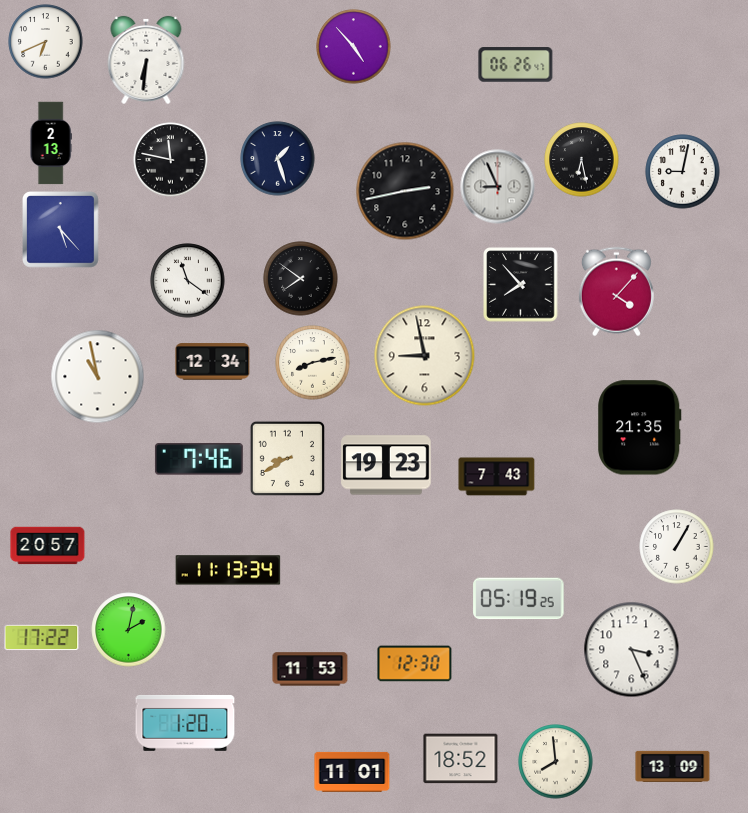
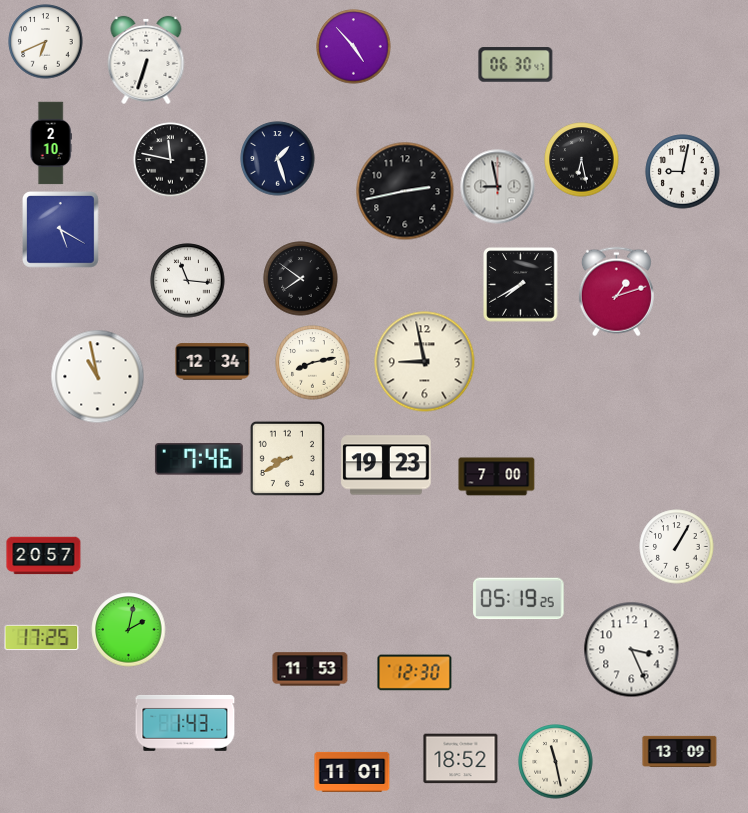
clock at (146, 60): 6:31 -> 6:33
clock at (516, 65): 06:26 -> 06:30
clock at (51, 143): 2:13 -> 2:10
clock at (498, 187): 8:56 -> 8:58
clock at (61, 230): 5:23 -> 5:20
clock at (188, 281): 11:21 -> 11:16
clock at (521, 285): 7:53 -> 7:40
clock at (616, 292): 4:07 -> 1:12
clock at (425, 356) position: (425, 356) -> (425, 362)
clock at (640, 428): 21:35 -> none
clock at (497, 477): 7:43 -> 7:00
clock at (48, 546) position: (48, 546) -> (44, 556)
clock at (228, 570): 11:13 -> none
clock at (42, 638): 17:22 -> 17:25
clock at (415, 664) position: (415, 664) -> (415, 673)
clock at (185, 723): 1:20 -> 1:43
clock at (556, 762): 7:59 -> 11:28
clock at (673, 766) position: (673, 766) -> (680, 751)
